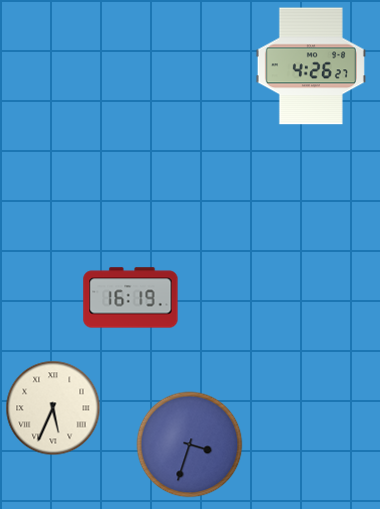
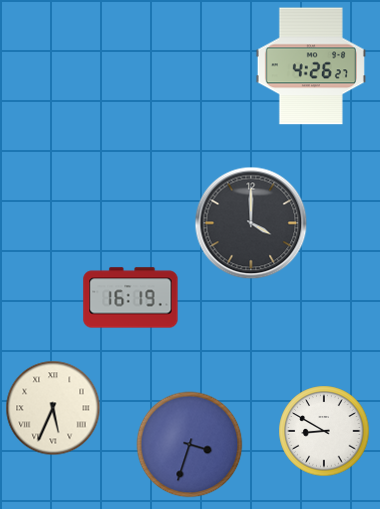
clock at (251, 223): none -> 4:00
clock at (324, 431): none -> 8:50
